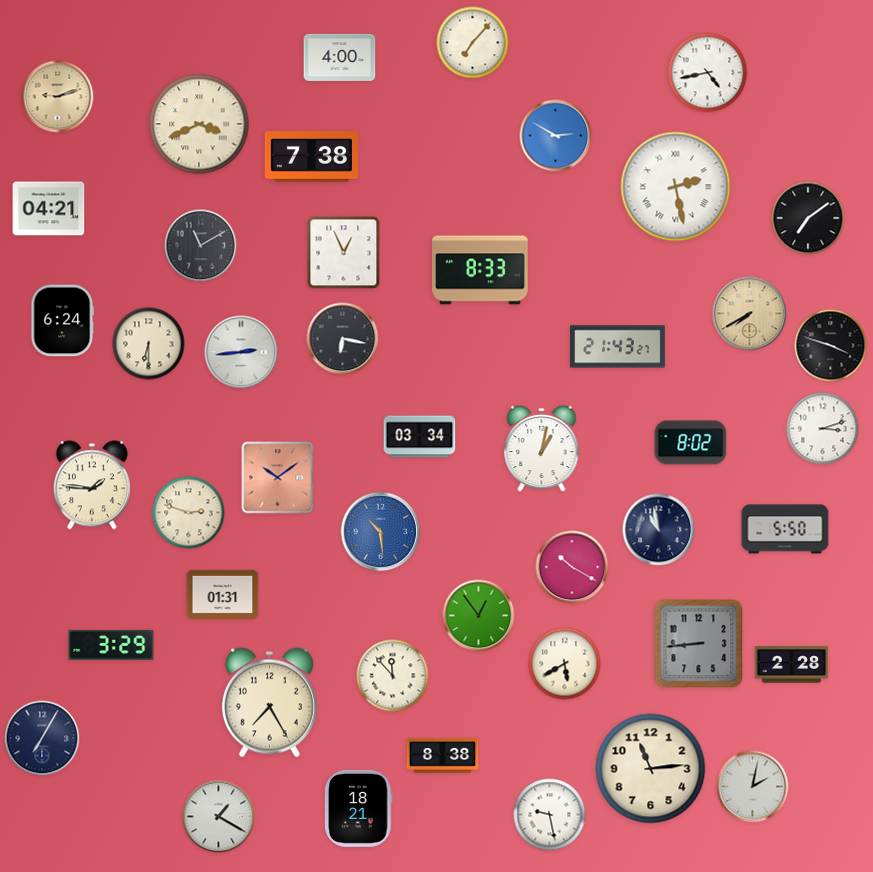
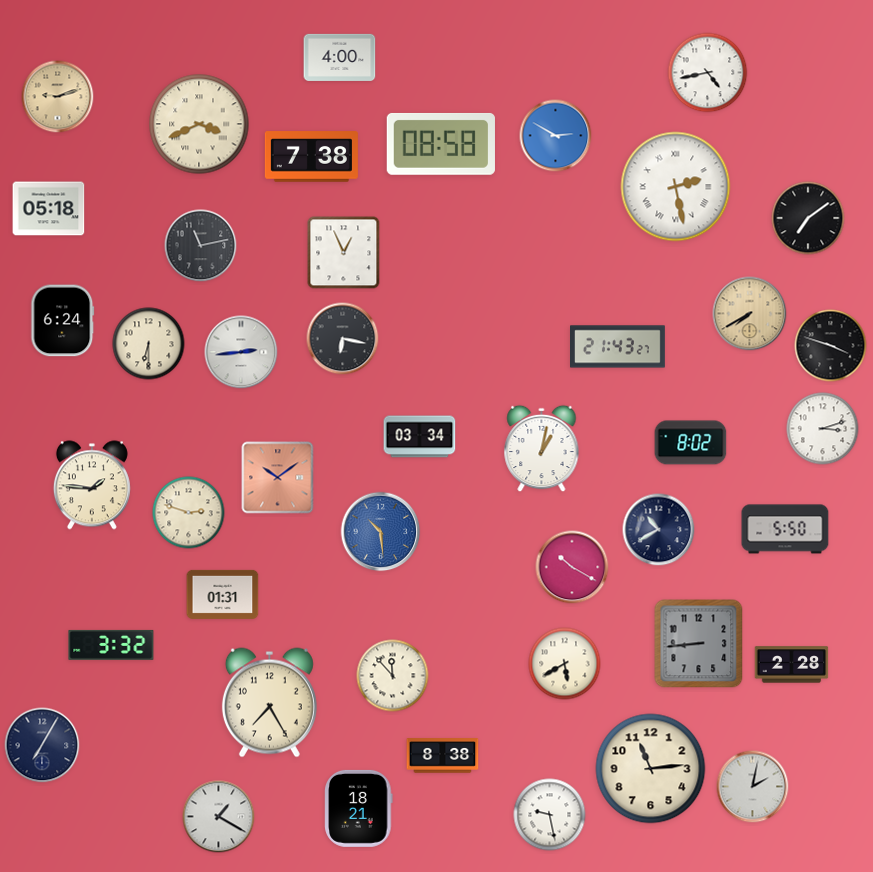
clock at (473, 43): 7:07 -> none
clock at (440, 144): none -> 08:58
clock at (49, 209): 04:21 -> 05:18
clock at (201, 246): 11:10 -> 11:13
clock at (480, 270): 8:33 -> none
clock at (659, 530): 10:58 -> 10:40
clock at (479, 616): 12:54 -> none
clock at (111, 645): 3:29 -> 3:32
clock at (42, 738) position: (42, 738) -> (42, 745)
